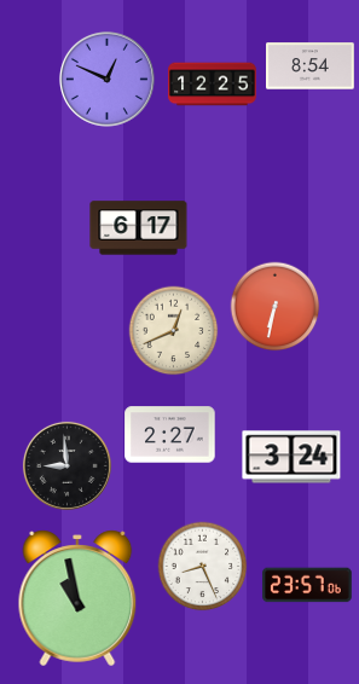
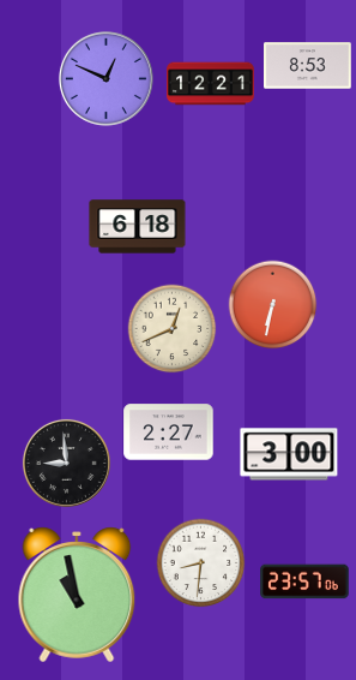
clock at (311, 66): 8:54 -> 8:53
clock at (213, 85): 12:25 -> 12:21
clock at (139, 228): 6:17 -> 6:18
clock at (291, 457): 3:24 -> 3:00
clock at (203, 567): 8:26 -> 8:31
